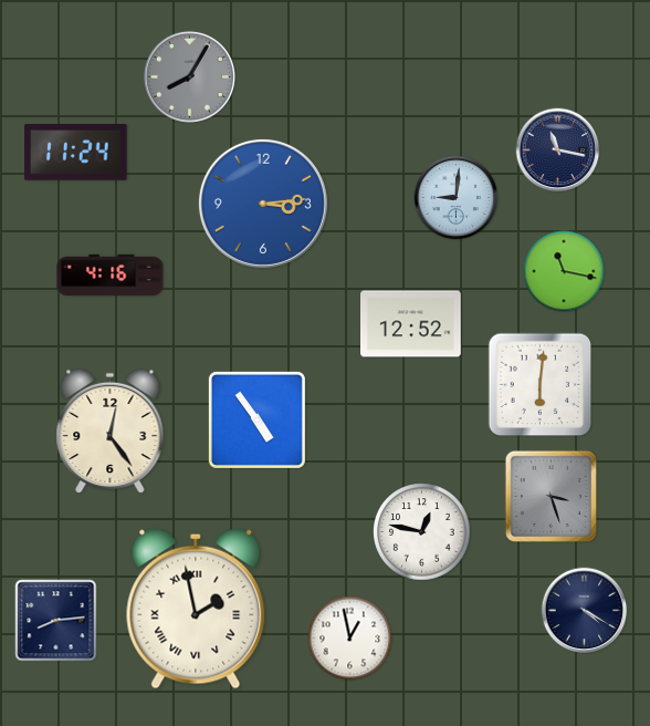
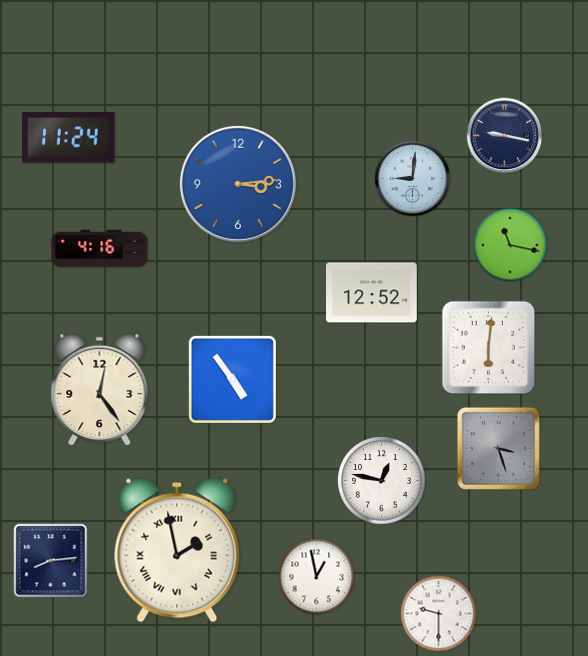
clock at (189, 76): 8:05 -> none
clock at (558, 151): 11:17 -> 9:17
clock at (585, 611): 4:20 -> none
clock at (439, 614): none -> 9:30
